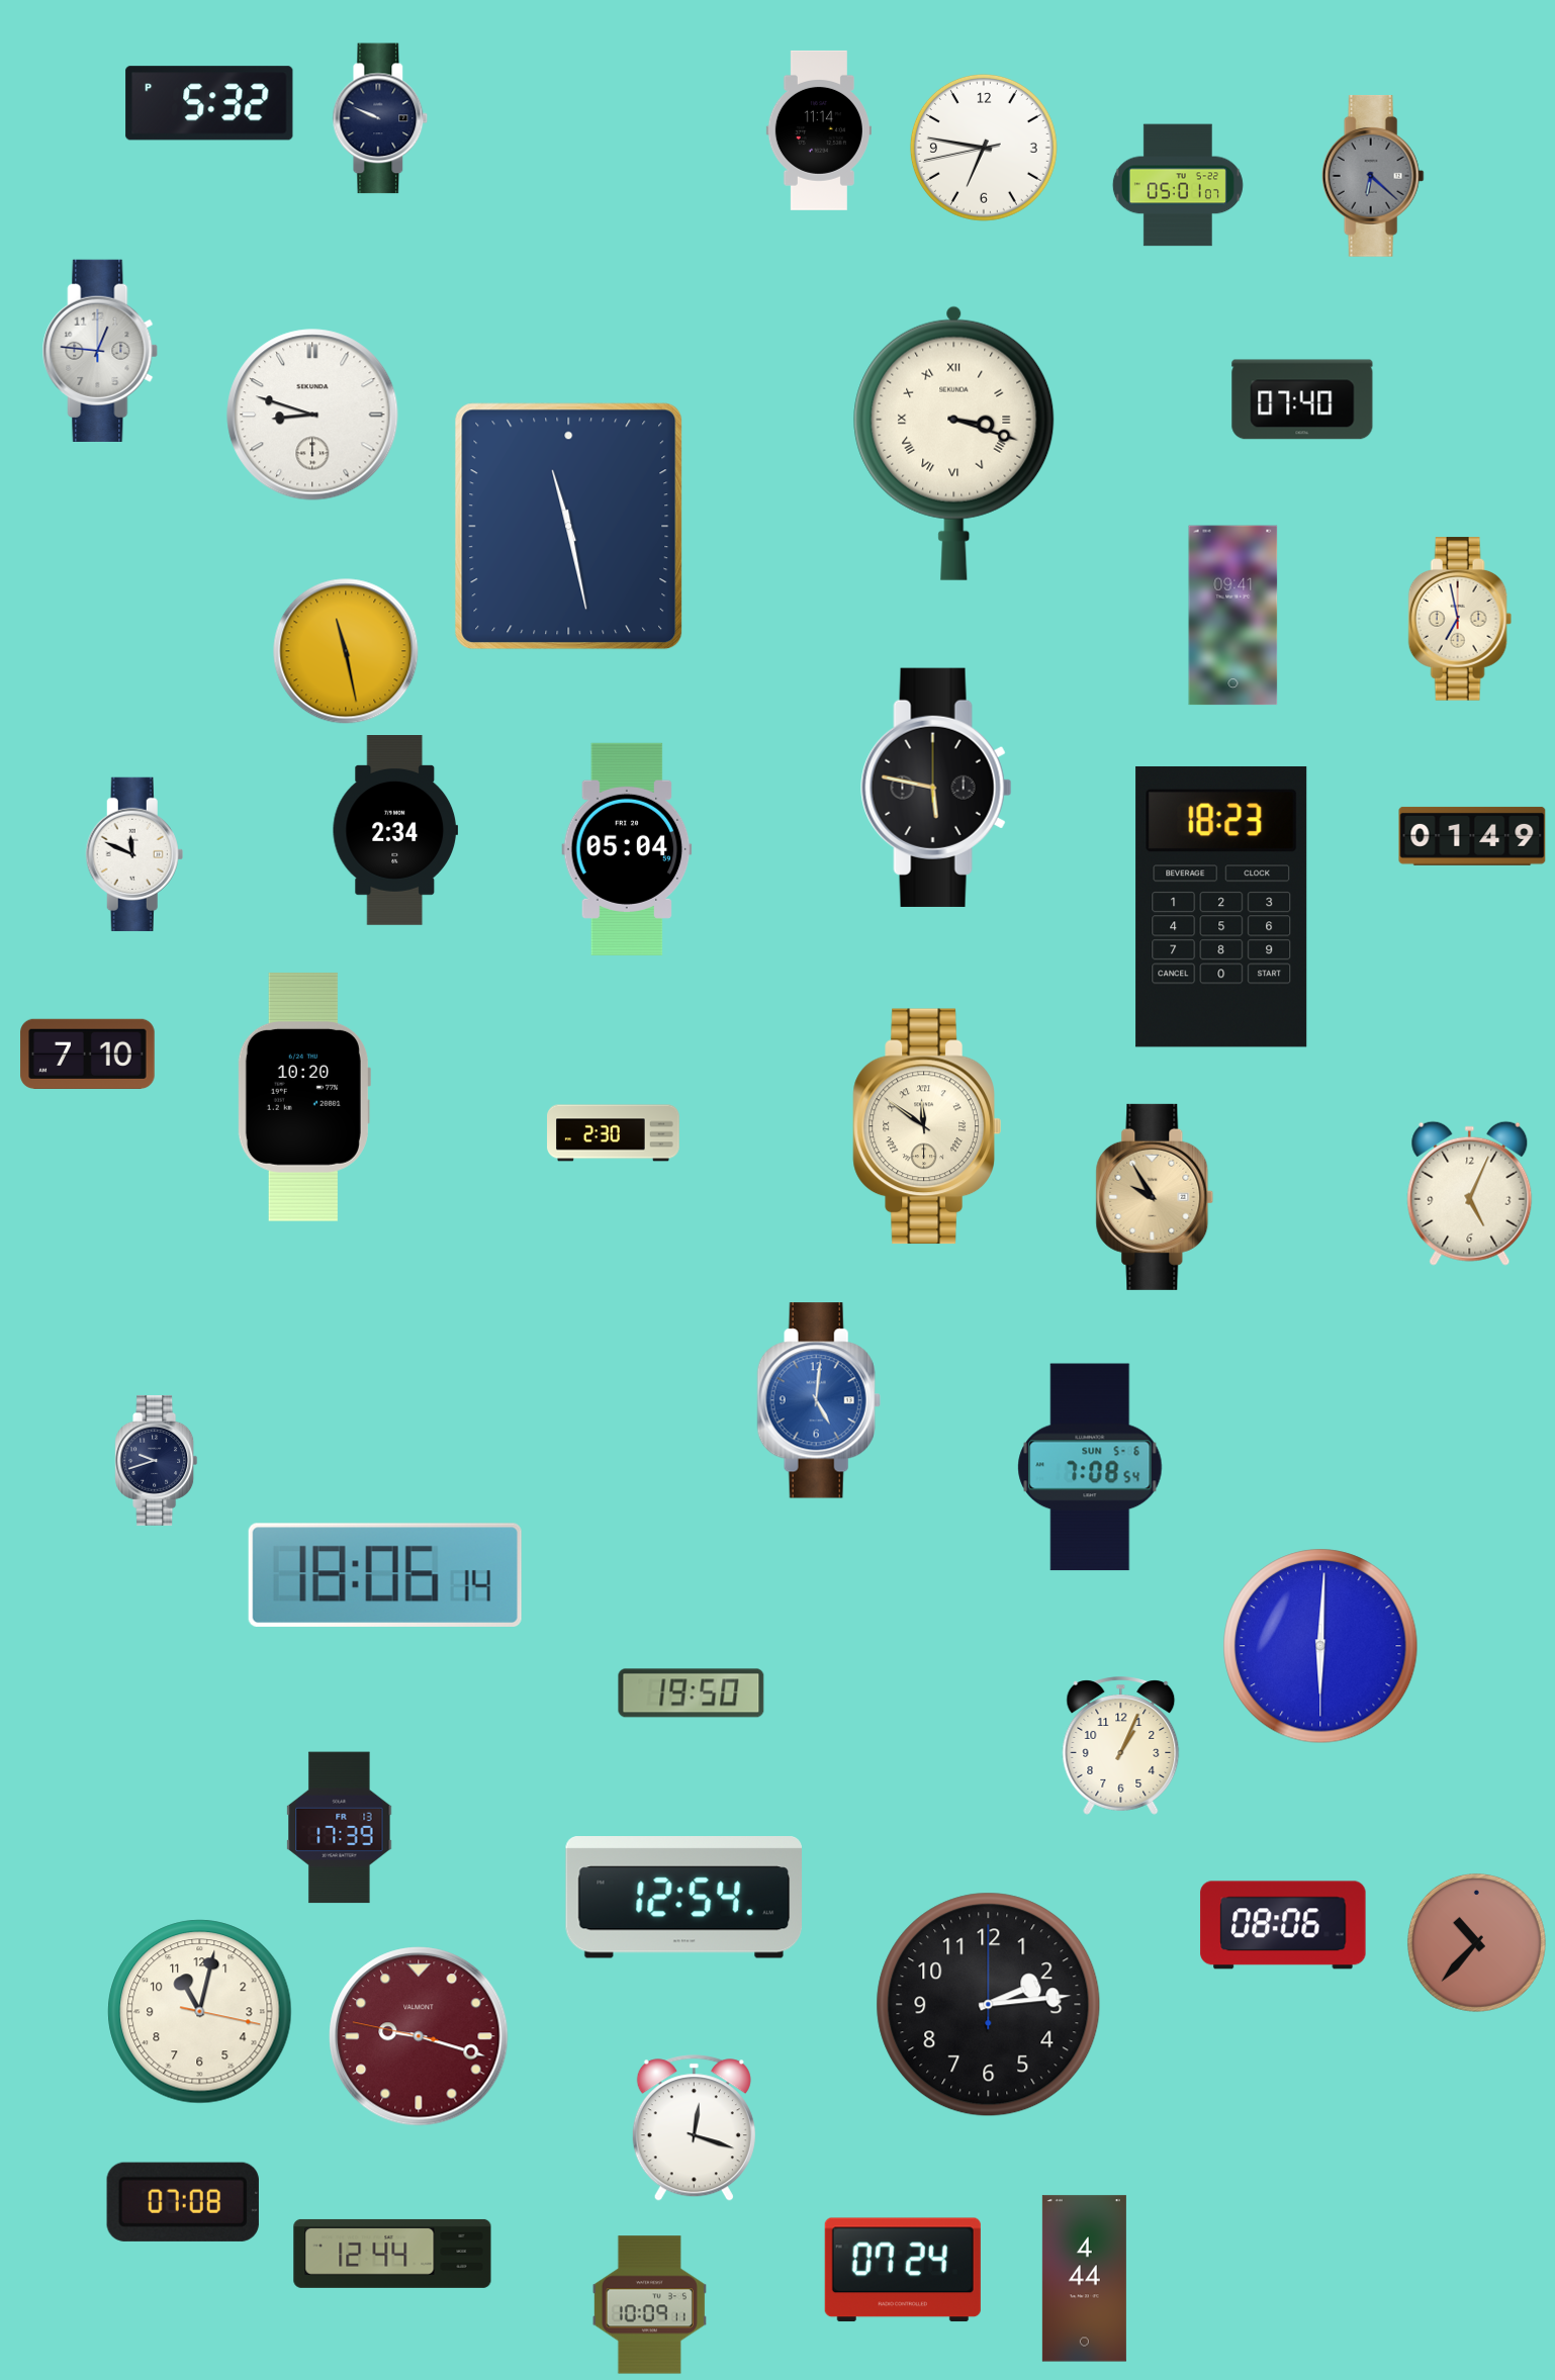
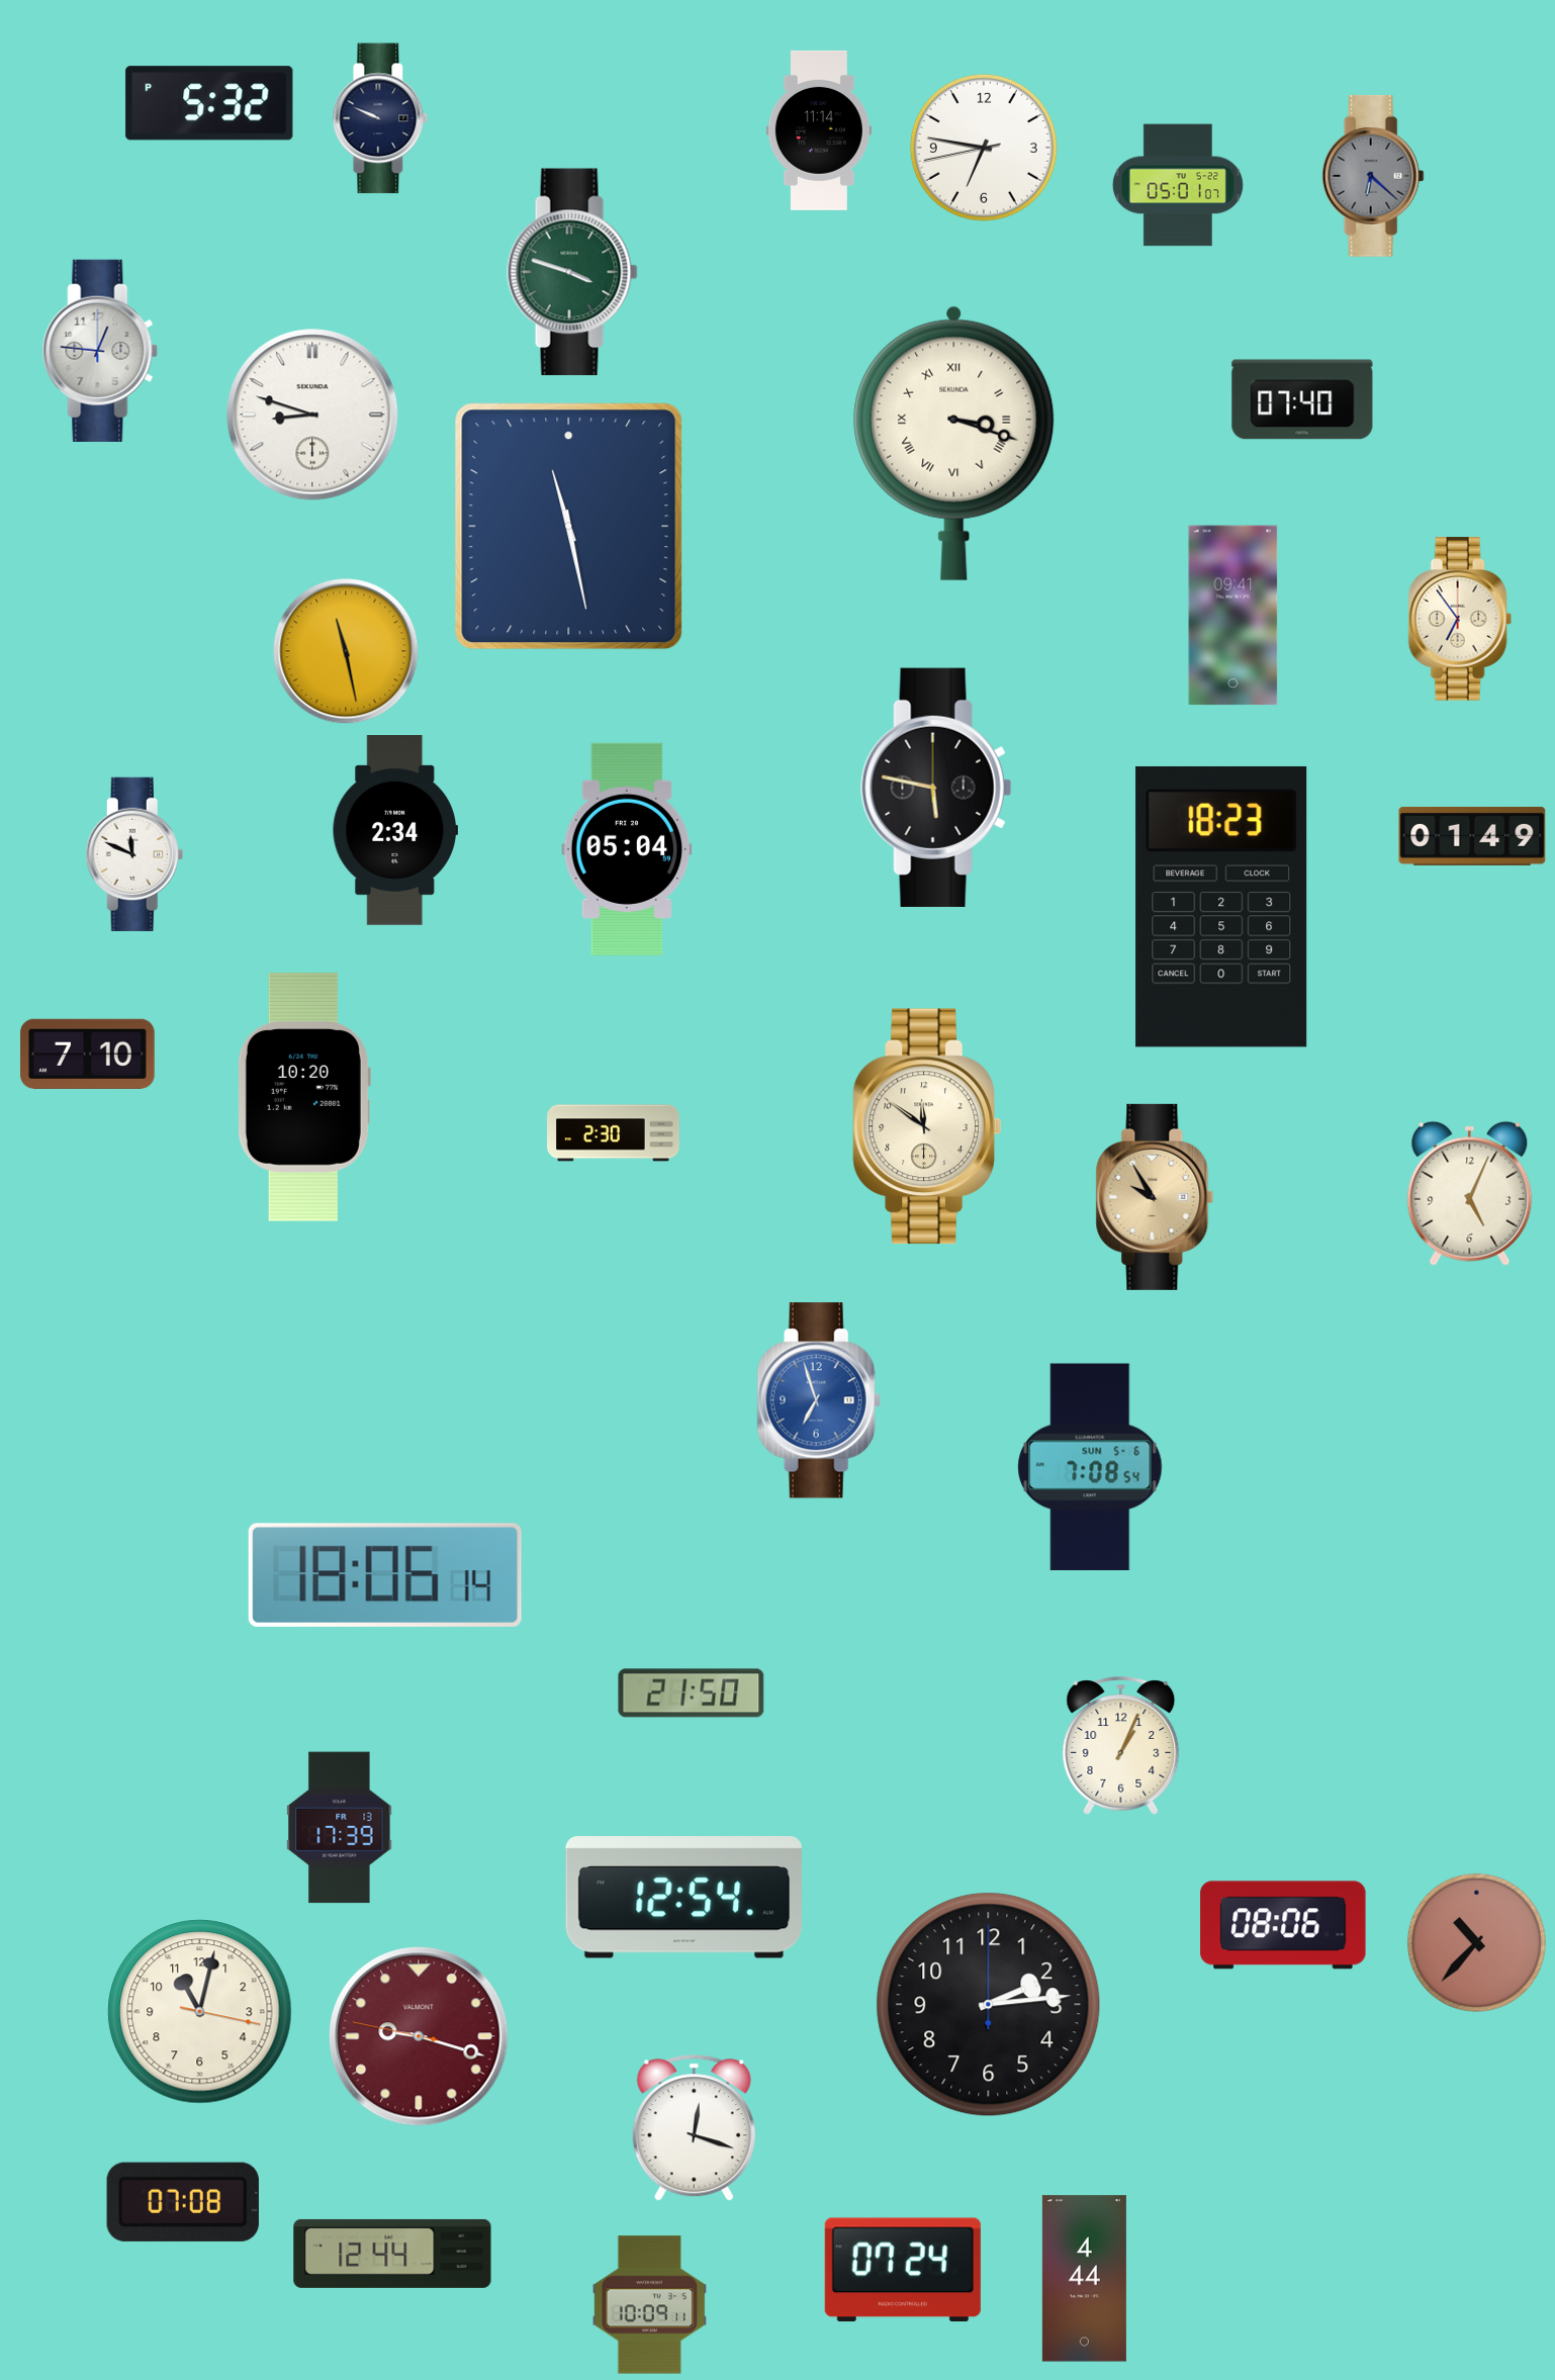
clock at (572, 272): none -> 3:48
clock at (1460, 619): 6:58 -> 6:54
clock at (927, 1126) numerals: Roman -> Arabic
clock at (819, 1400): 5:01 -> 6:57
clock at (157, 1460): 9:42 -> none
clock at (1320, 1646): 6:00 -> none
clock at (692, 1694): 19:50 -> 21:50
